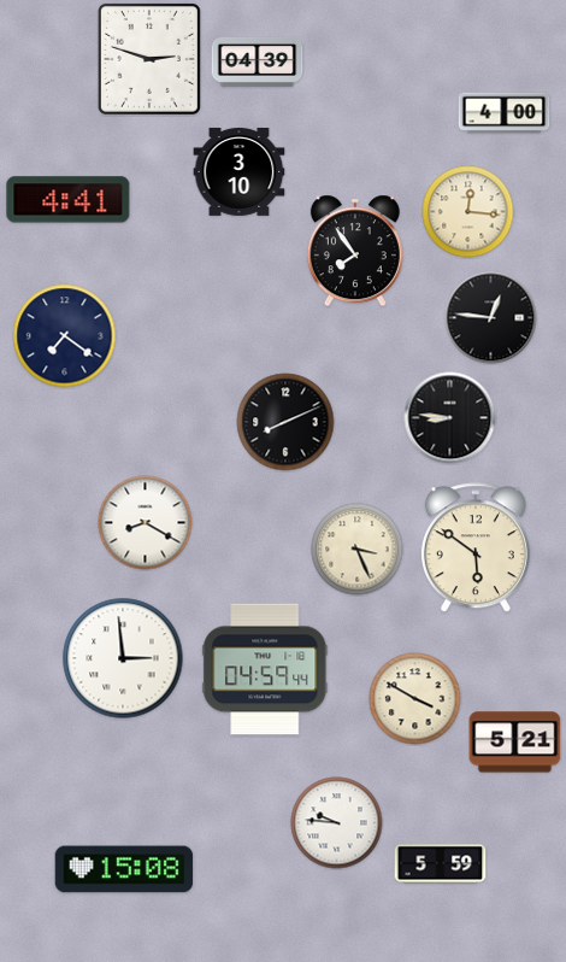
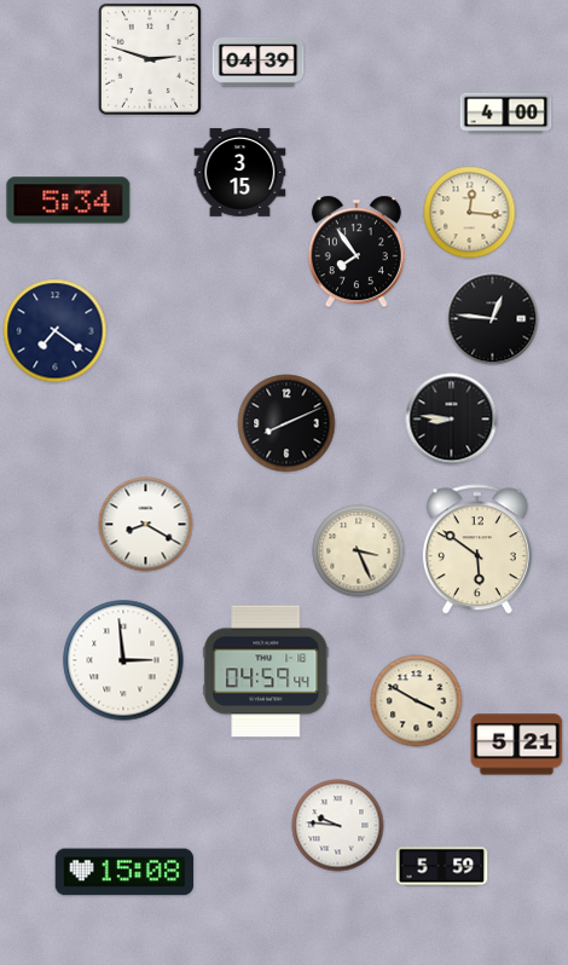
clock at (240, 171): 3:10 -> 3:15
clock at (69, 200): 4:41 -> 5:34
clock at (65, 336) position: (65, 336) -> (56, 331)
